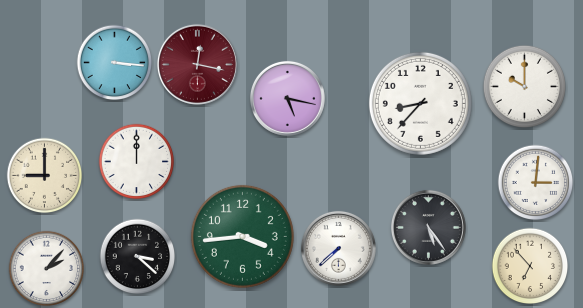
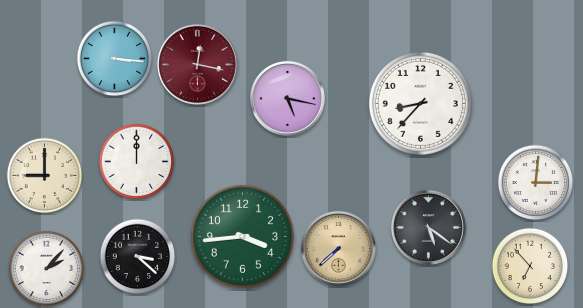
clock at (115, 63) position: (115, 63) -> (115, 59)
clock at (524, 86): 10:00 -> none
clock at (428, 227): 5:24 -> 5:21
clock at (338, 248) dial: white -> champagne
